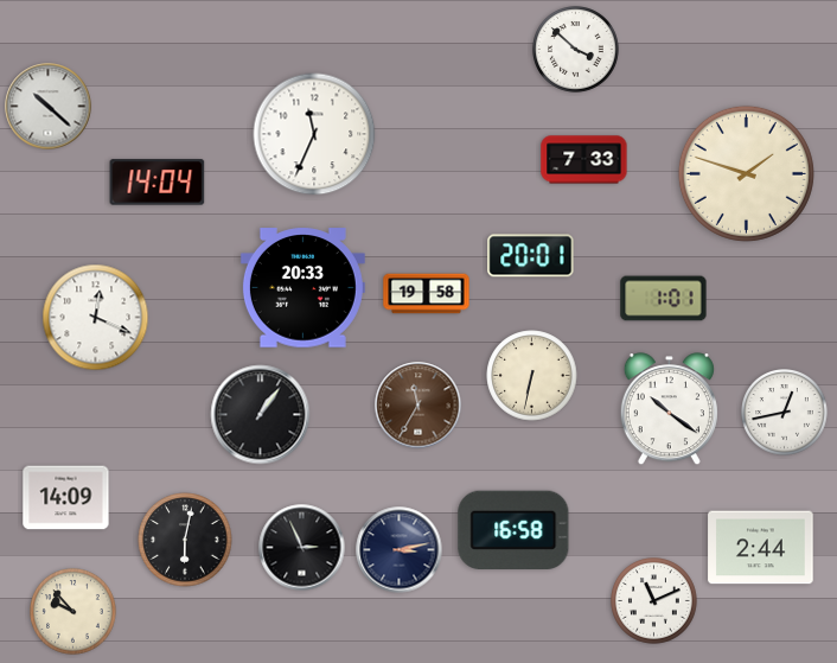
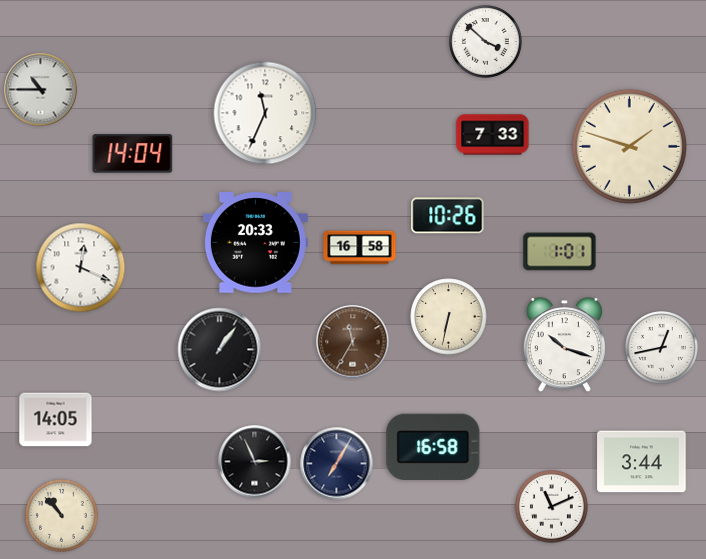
clock at (49, 107): 10:22 -> 10:45
clock at (531, 256): 20:01 -> 10:26
clock at (427, 294): 19:58 -> 16:58
clock at (669, 409): 10:21 -> 10:18
clock at (66, 498): 14:09 -> 14:05
clock at (185, 540): 6:02 -> none
clock at (761, 548): 2:44 -> 3:44
clock at (400, 550): 3:13 -> 7:05
clock at (74, 612): 9:53 -> 10:53
